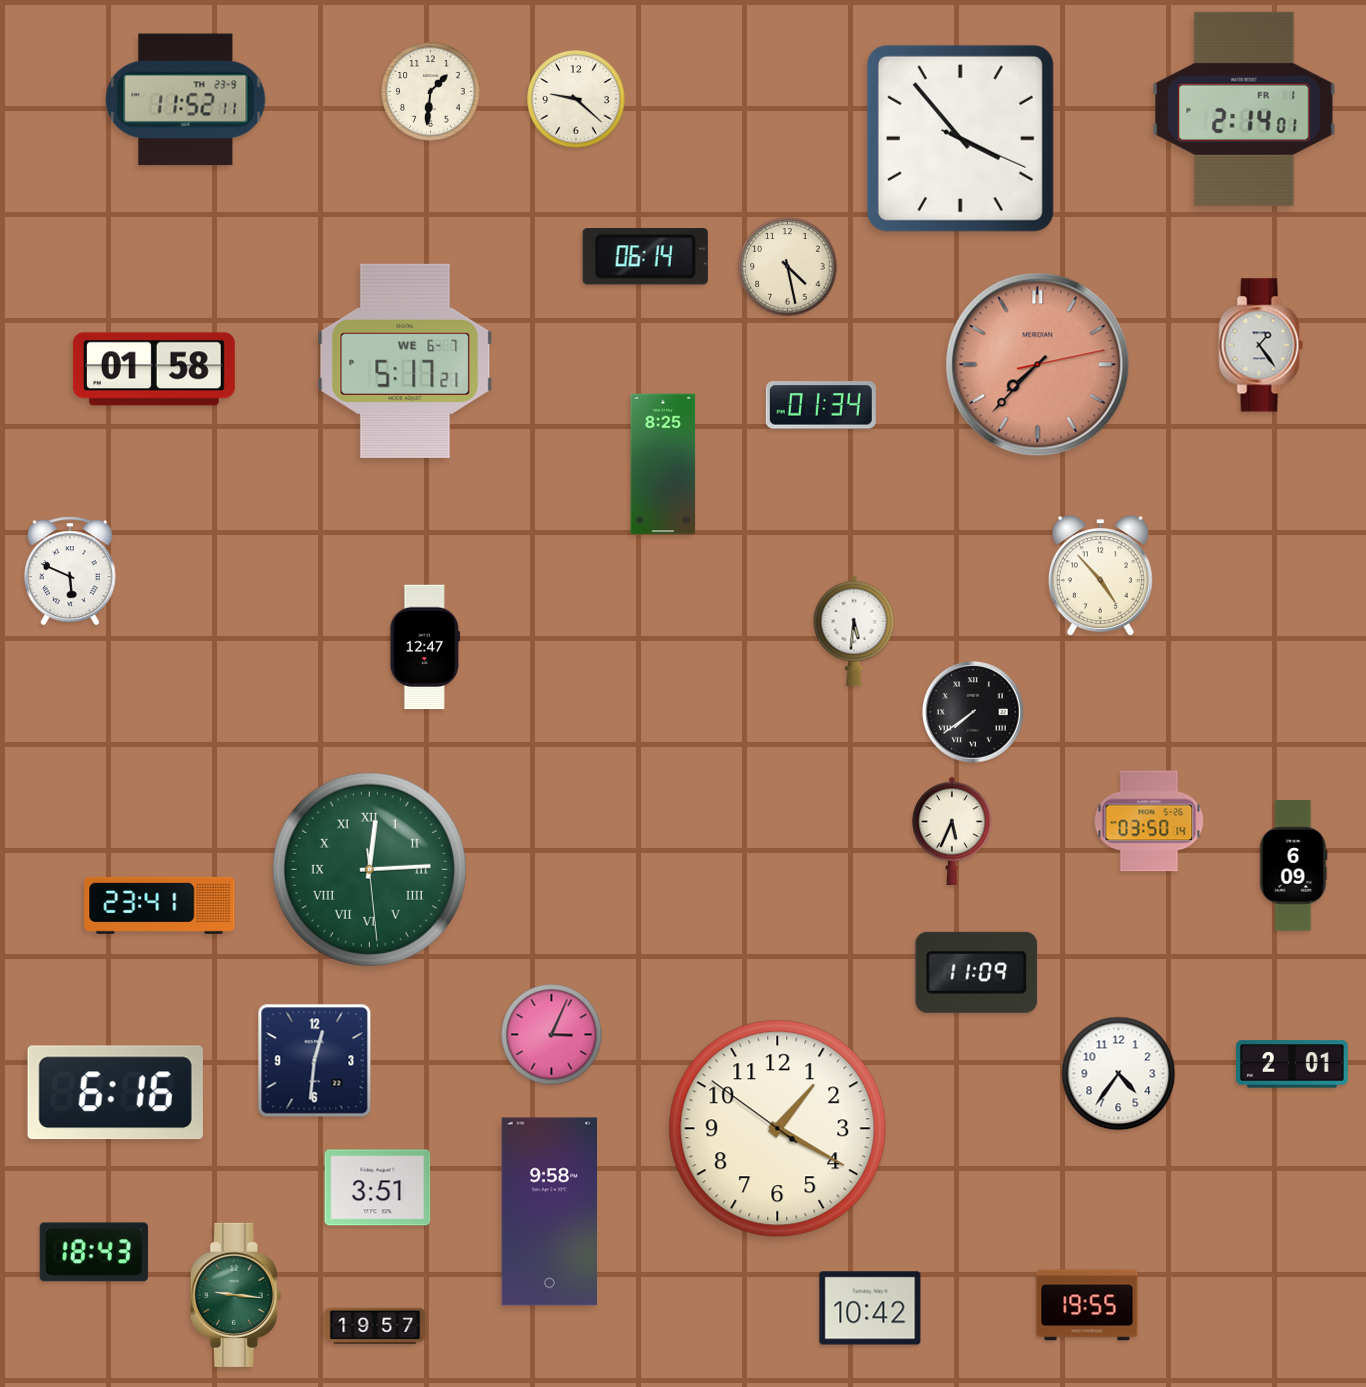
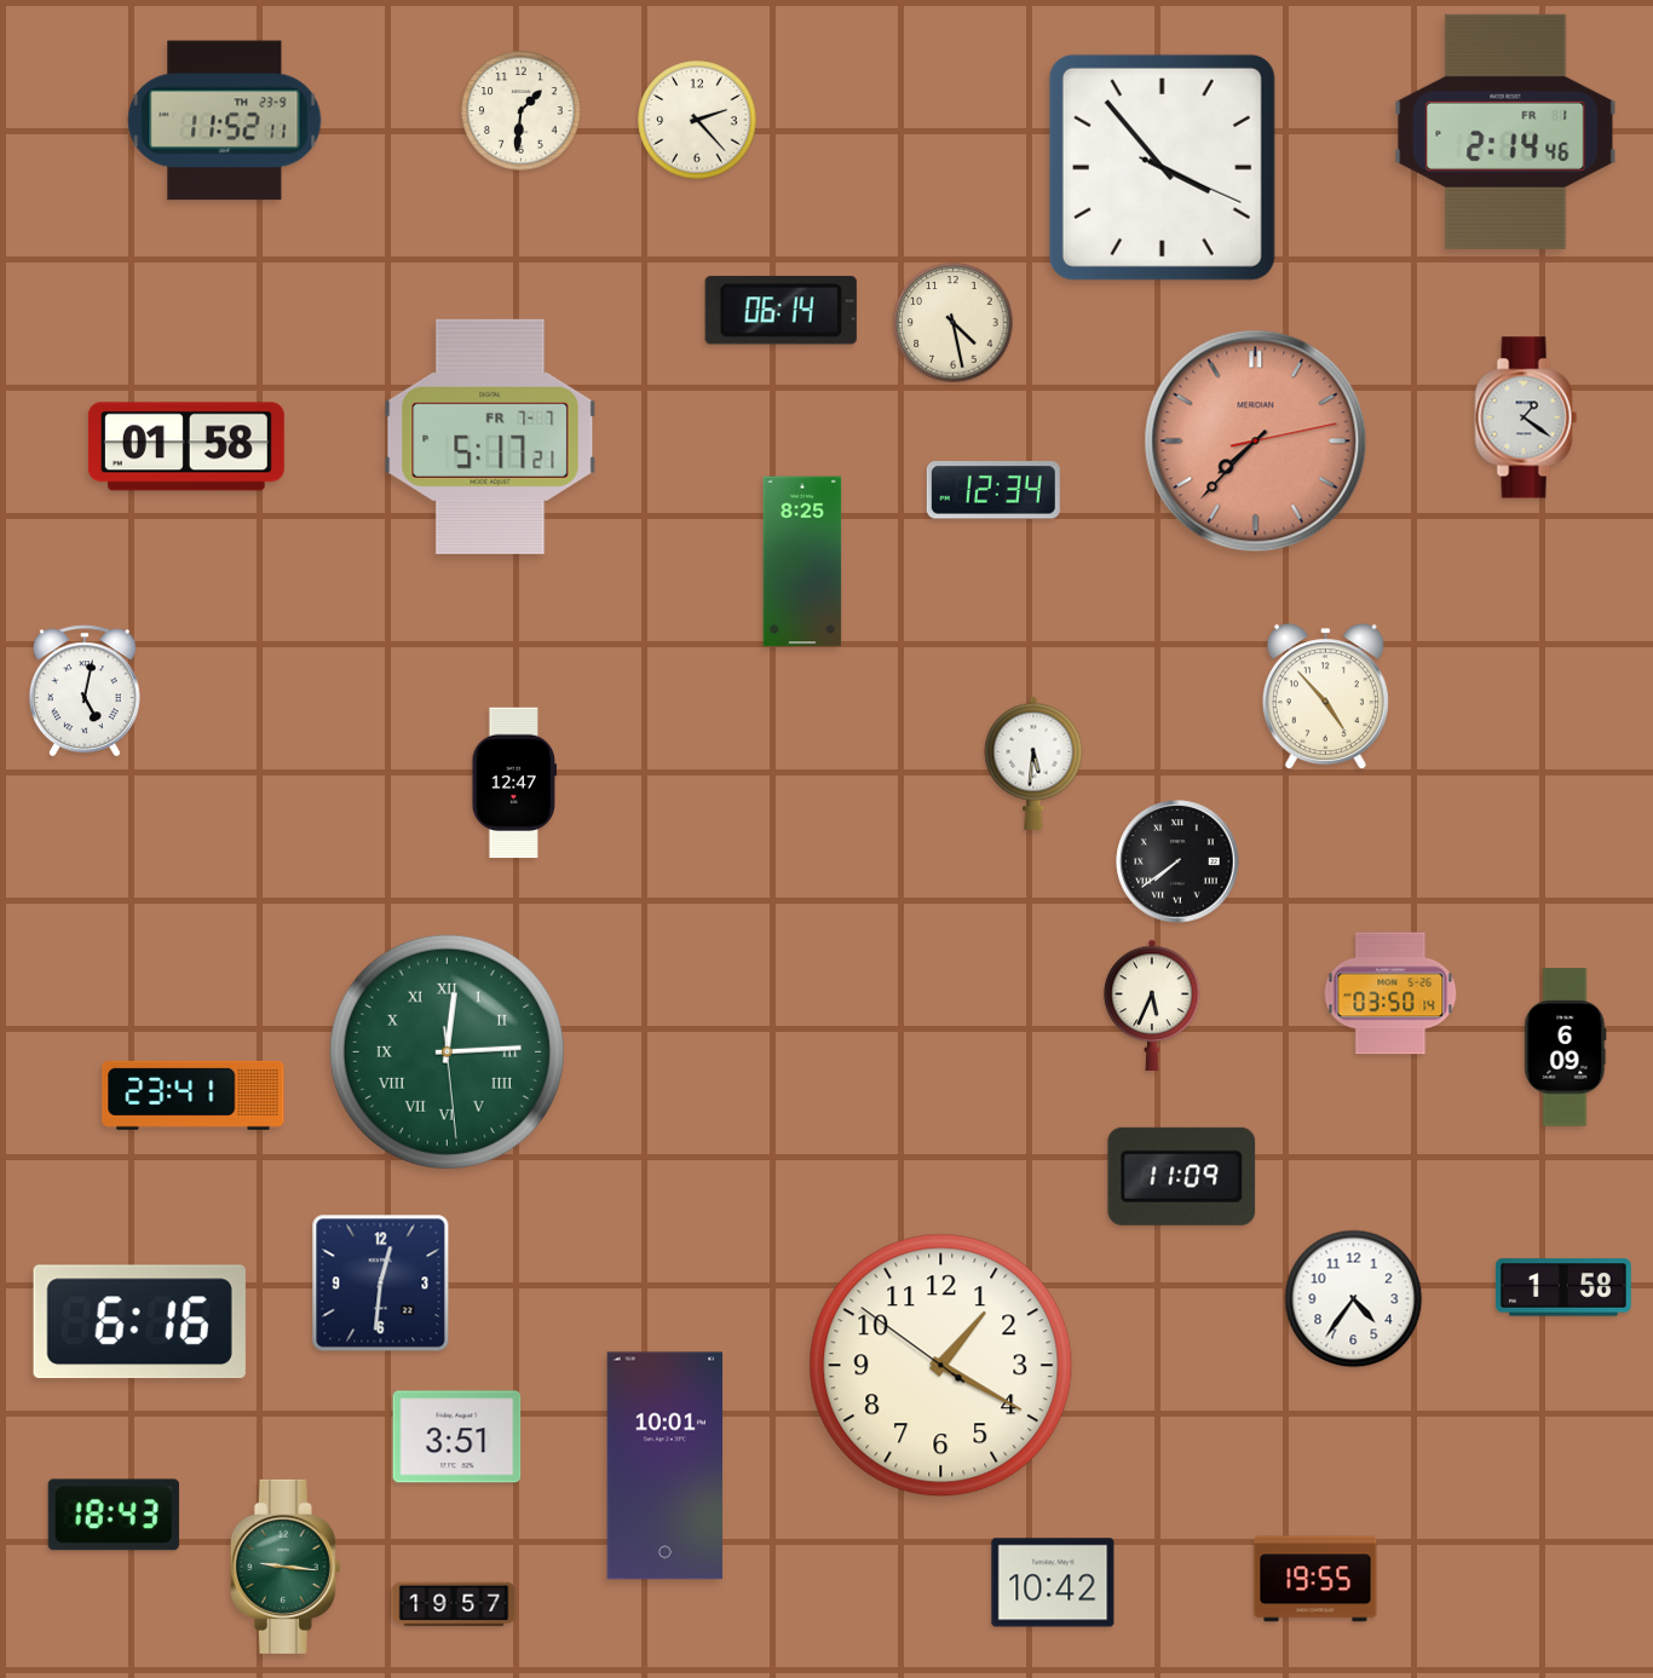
clock at (576, 99): 9:22 -> 2:23
clock at (1244, 109): 2:14:01 -> 2:14:46
clock at (1261, 345): 1:24 -> 1:21
clock at (405, 361) date: WE 6-7 -> FR 7-7
clock at (821, 405): 01:34 -> 12:34
clock at (70, 571): 5:49 -> 5:02
clock at (1100, 576) position: (1100, 576) -> (1325, 697)
clock at (552, 1035): 3:04 -> none
clock at (1292, 1064): 2:01 -> 1:58
clock at (550, 1212): 9:58 -> 10:01
